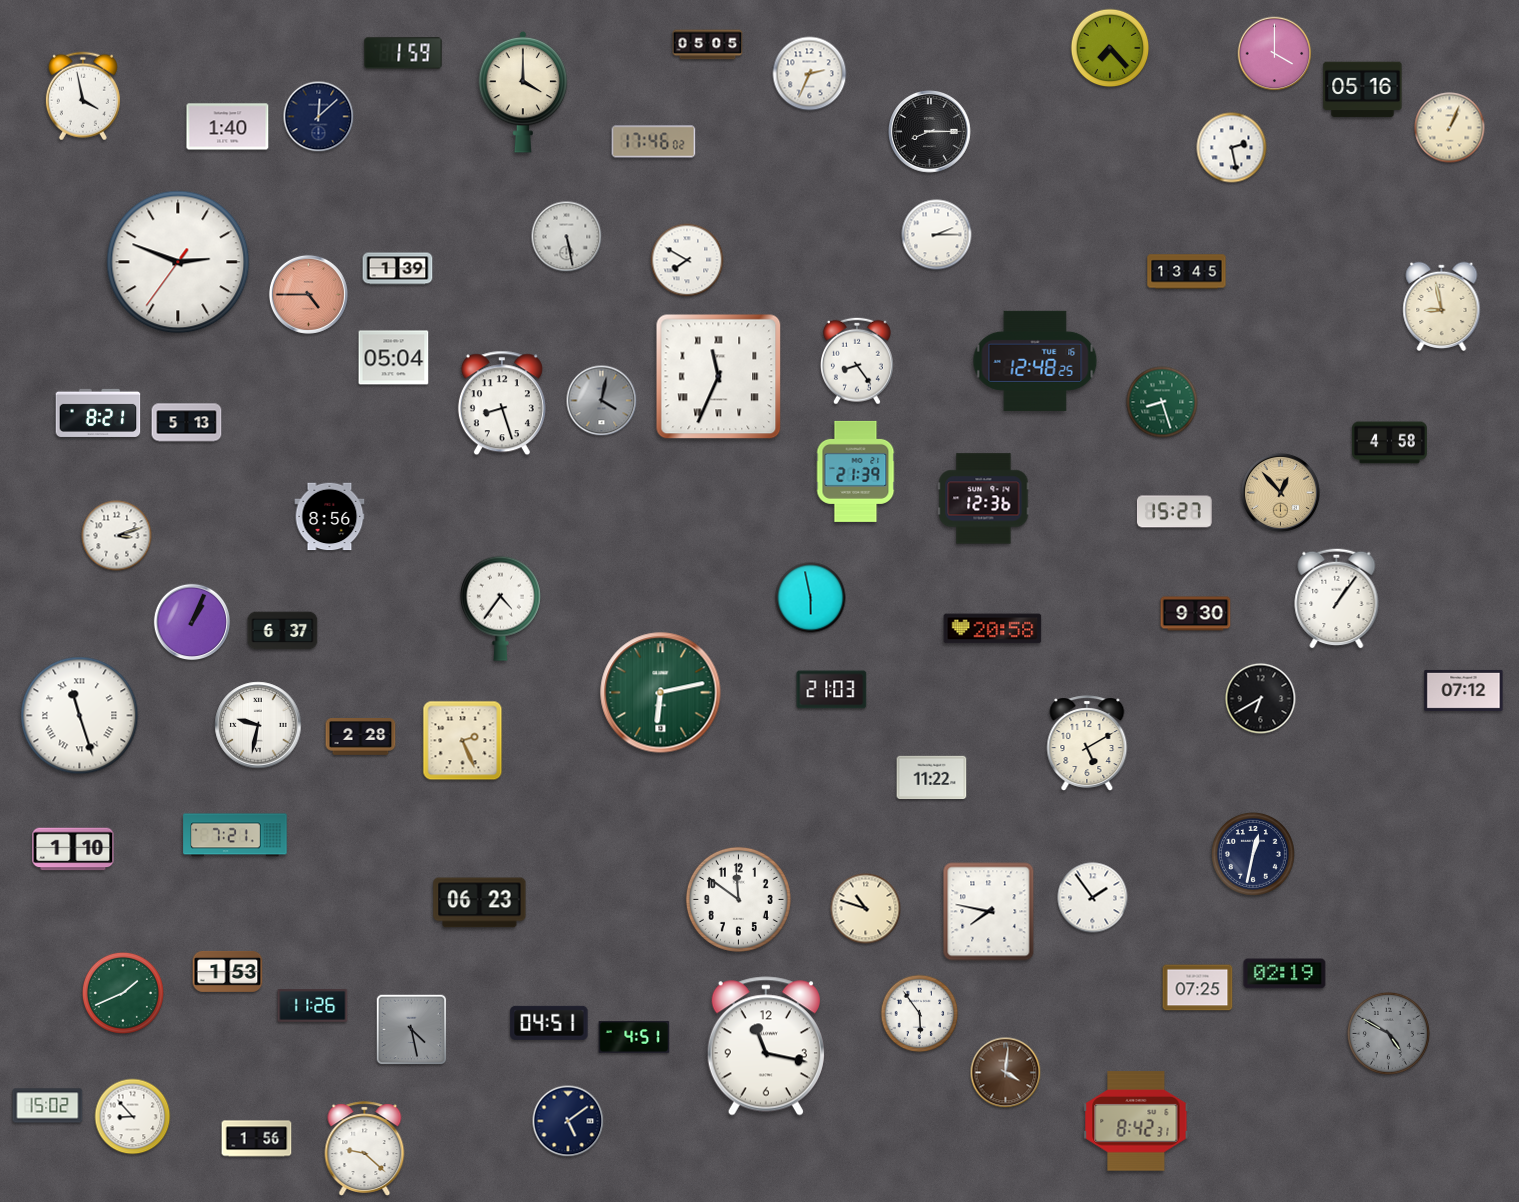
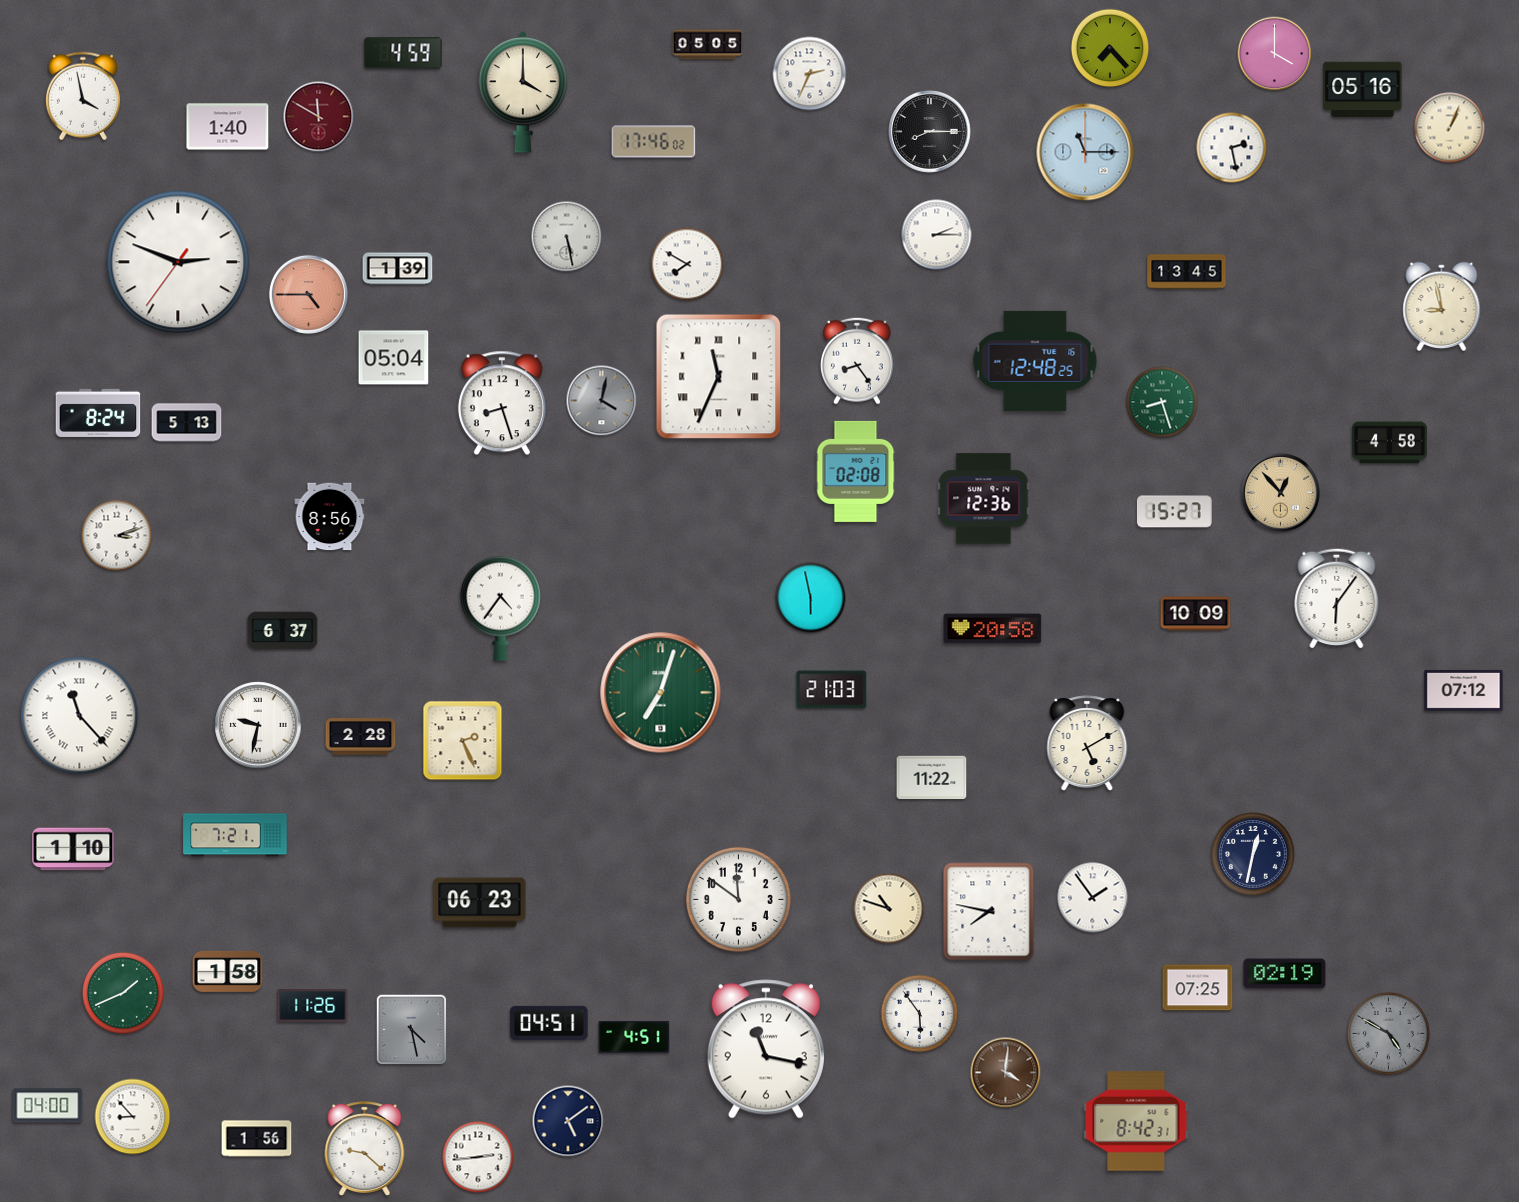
clock at (403, 53): 1:59 -> 4:59
clock at (319, 117): 12:08 -> 11:50
clock at (319, 117) dial: navy -> burgundy
clock at (1085, 152): none -> 11:15
clock at (687, 260) position: (687, 260) -> (687, 264)
clock at (98, 413): 8:21 -> 8:24
clock at (856, 471): 21:39 -> 02:08
clock at (1337, 598): 1:06 -> 6:06
clock at (1196, 614): 9:30 -> 10:09
clock at (191, 621): 1:04 -> none
clock at (661, 693): 6:13 -> 7:03
clock at (1261, 699): 6:40 -> none
clock at (80, 716): 11:27 -> 11:23
clock at (866, 909) position: (866, 909) -> (889, 909)
clock at (228, 971): 1:53 -> 1:58
clock at (766, 1046) position: (766, 1046) -> (766, 1049)
clock at (48, 1106): 15:02 -> 04:00
clock at (478, 1157): none -> 2:44
